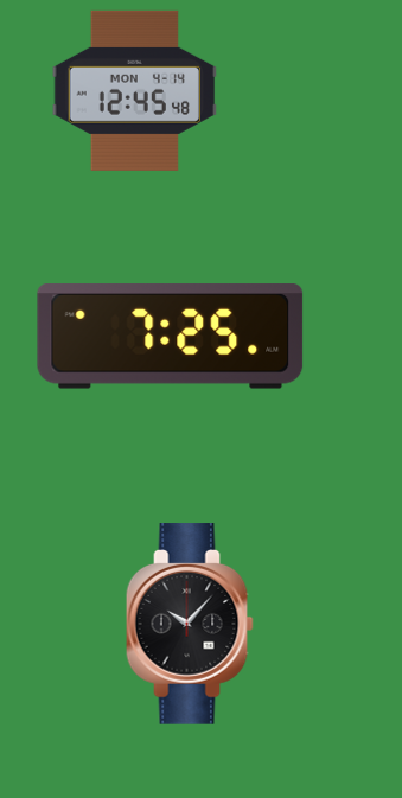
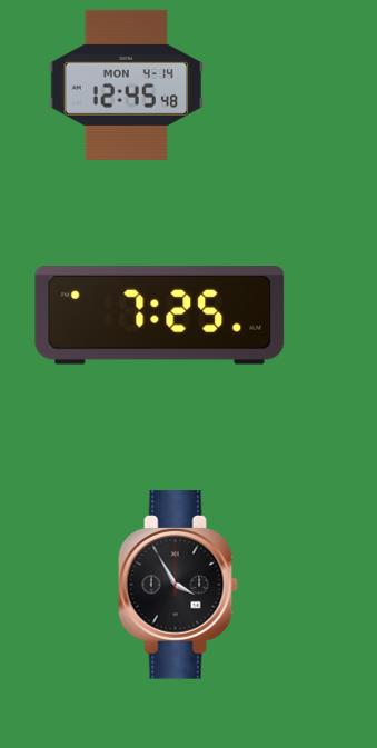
clock at (190, 624): 10:07 -> 3:55
